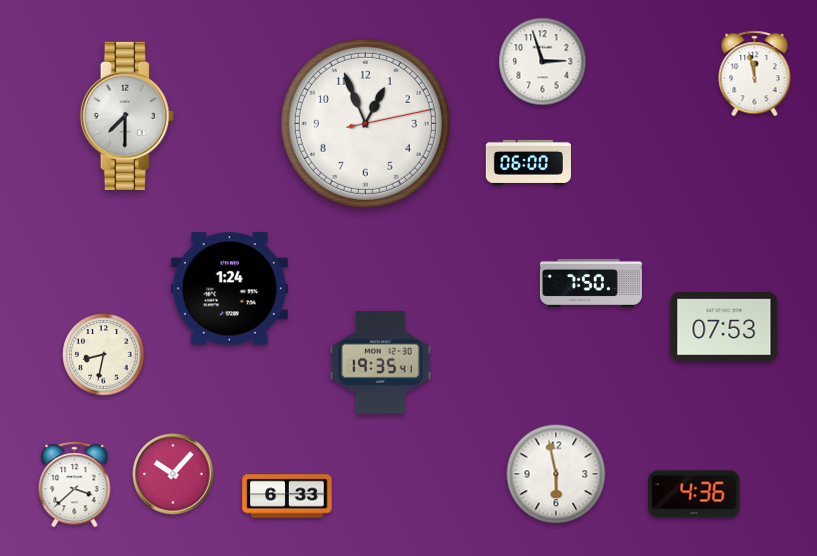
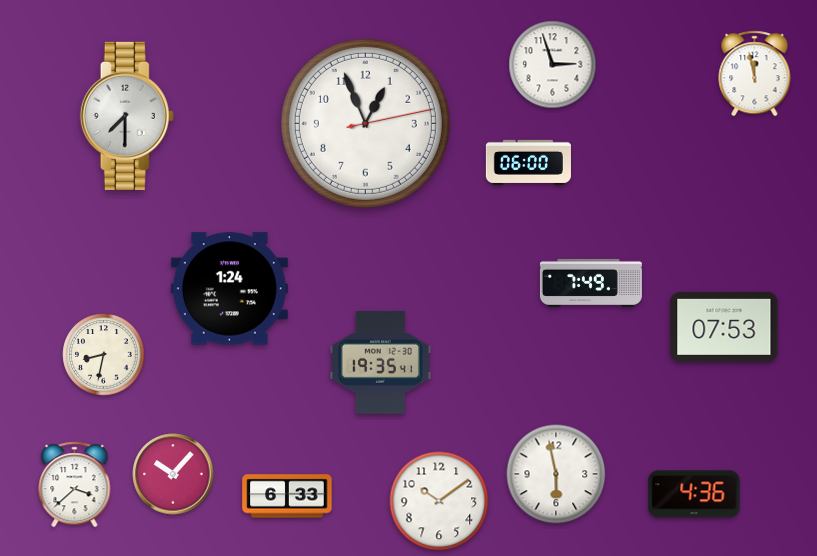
clock at (543, 62) position: (543, 62) -> (553, 65)
clock at (591, 283): 7:50 -> 7:49
clock at (439, 501): none -> 10:09
